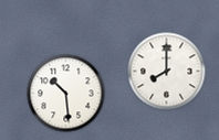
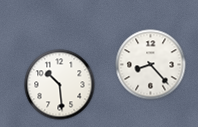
clock at (167, 72): 8:00 -> 8:23
